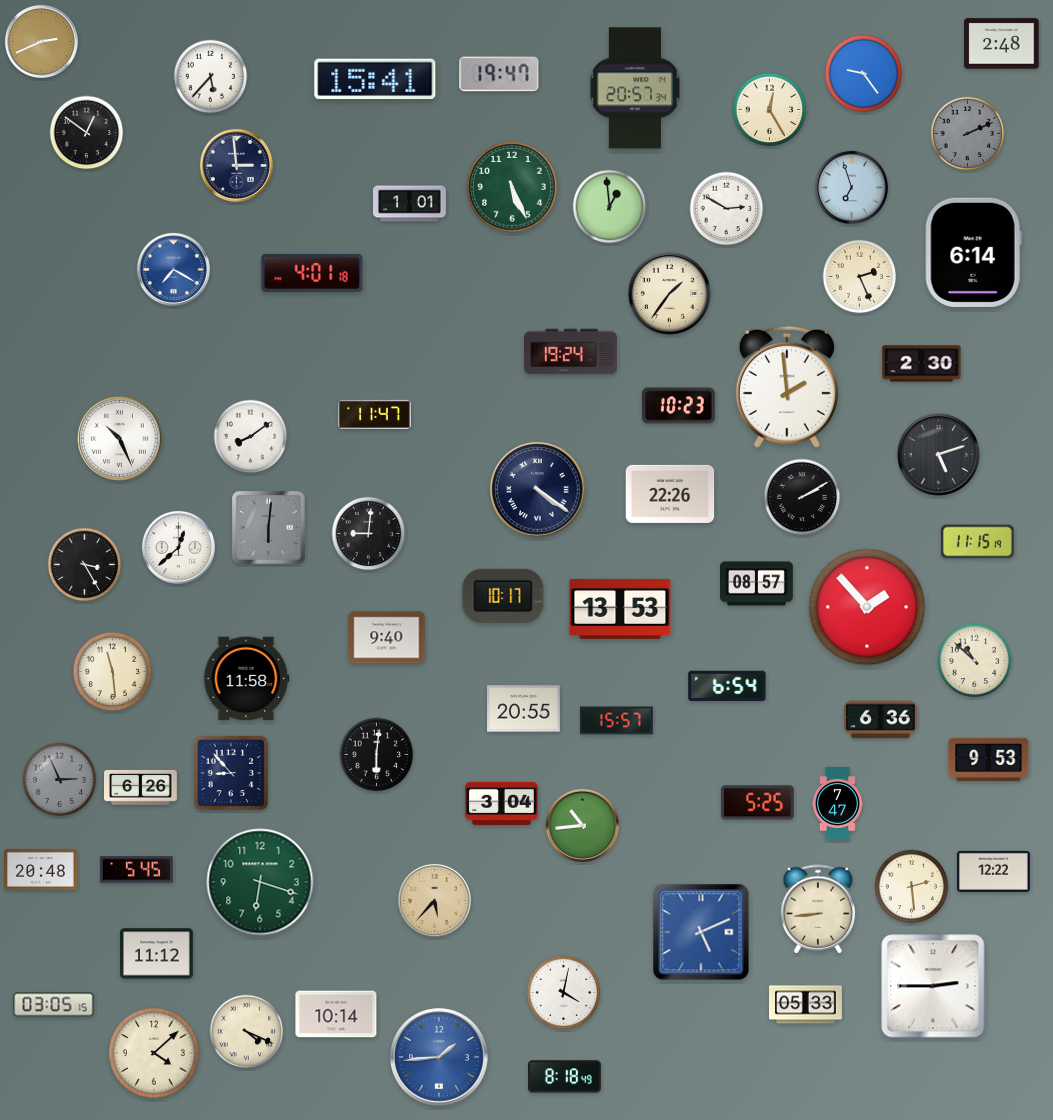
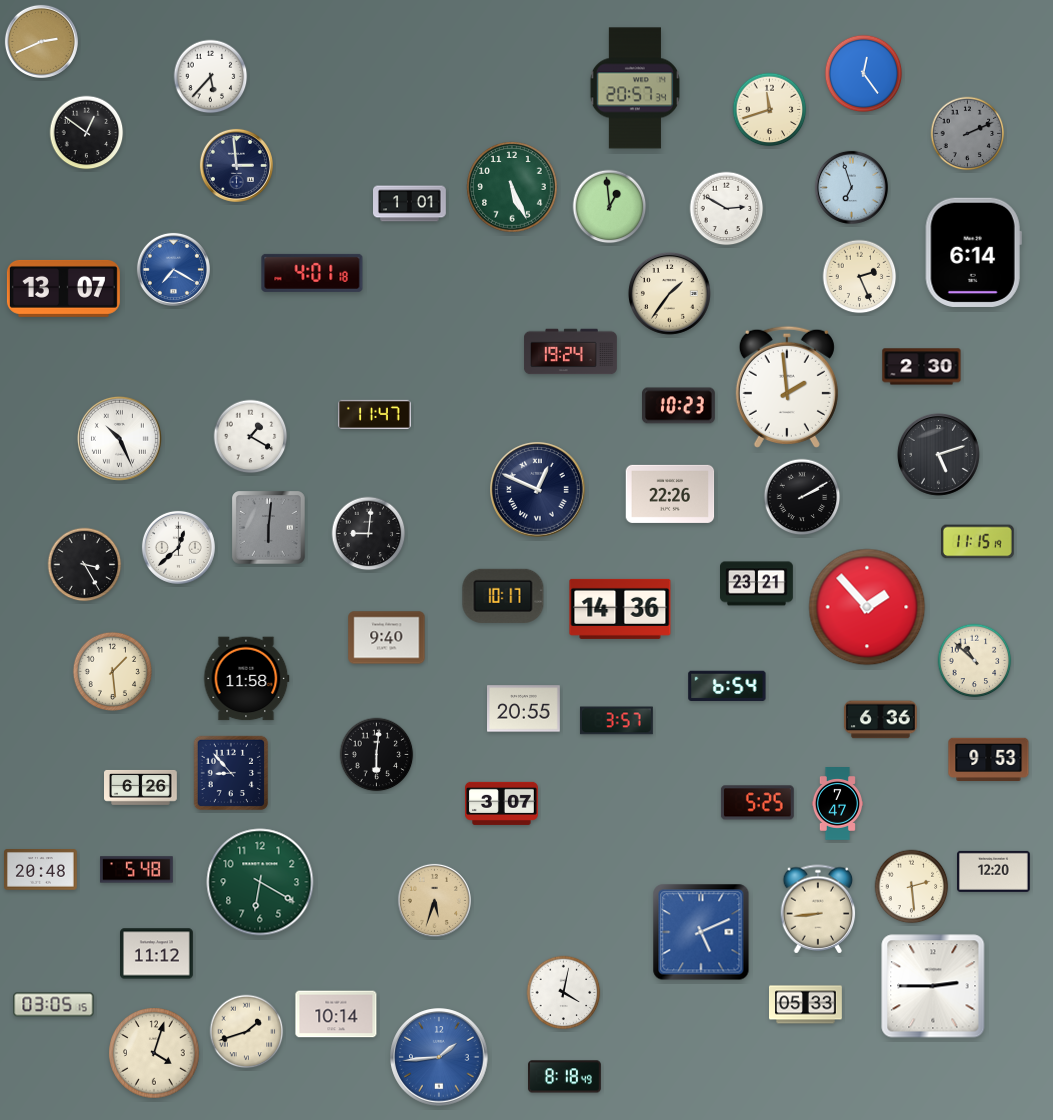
clock at (1002, 44): 2:48 -> none
clock at (499, 74): 19:47 -> none
clock at (864, 74): 9:24 -> 12:24
clock at (375, 79): 15:41 -> none
clock at (770, 110): 12:25 -> 11:42
clock at (63, 288): none -> 13:07
clock at (922, 364) position: (922, 364) -> (922, 367)
clock at (251, 437): 8:09 -> 1:20
clock at (538, 490): 4:21 -> 12:49
clock at (757, 584): 08:57 -> 23:21
clock at (620, 609): 13:53 -> 14:36
clock at (112, 671): 11:29 -> 1:29
clock at (616, 721): 15:57 -> 3:57
clock at (60, 780): 2:56 -> none
clock at (502, 803): 3:04 -> 3:07
clock at (582, 825): 10:44 -> none
clock at (137, 870): 5:45 -> 5:48
clock at (994, 871): 12:22 -> 12:20
clock at (260, 882): 6:18 -> 6:20
clock at (434, 900): 5:37 -> 5:33
clock at (247, 1032): 4:19 -> 1:42
clock at (154, 1053): 4:08 -> 4:03
